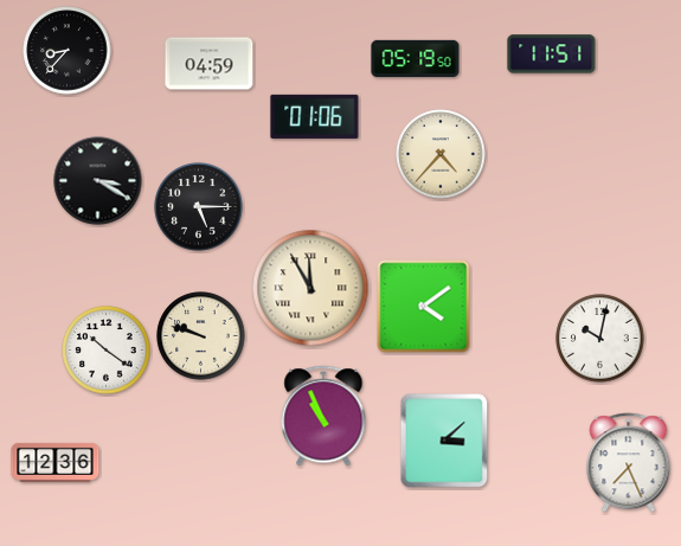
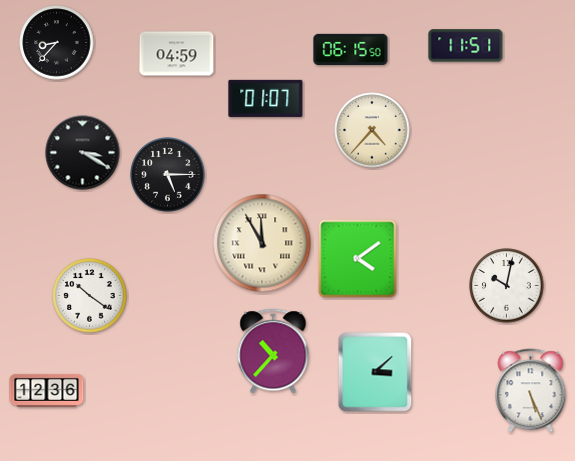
clock at (416, 58): 05:19 -> 06:15
clock at (315, 116): 01:06 -> 01:07
clock at (201, 336): 9:48 -> none
clock at (323, 416): 10:56 -> 10:37
clock at (629, 463): 7:26 -> 5:26
